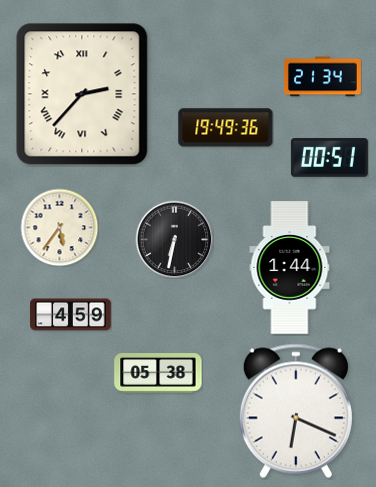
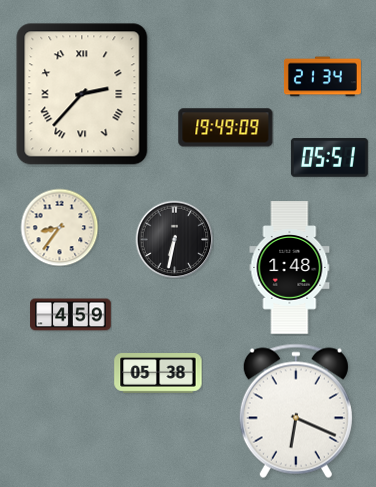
clock at (226, 128): 19:49:36 -> 19:49:09
clock at (329, 158): 00:51 -> 05:51
clock at (59, 227): 5:36 -> 8:36
clock at (290, 268): 1:44 -> 1:48
